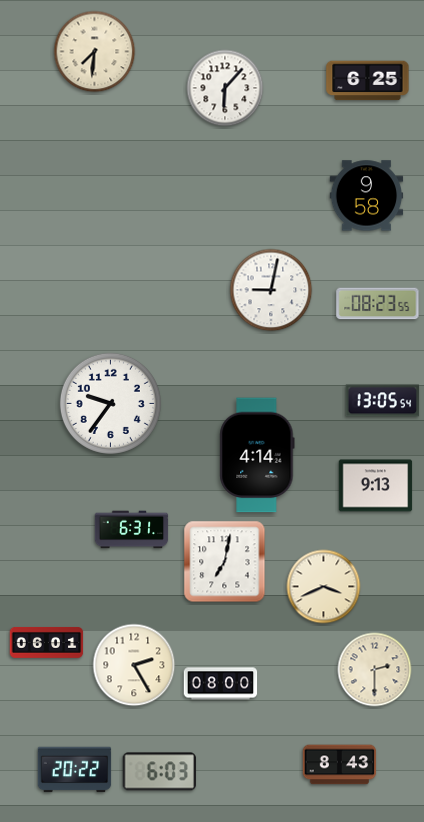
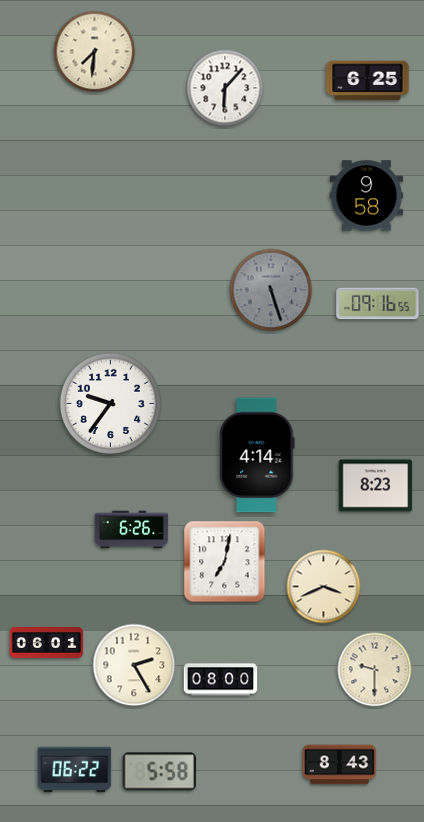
clock at (271, 290): 9:02 -> 5:27
clock at (271, 290) dial: white -> grey
clock at (378, 304): 08:23 -> 09:16
clock at (383, 401): 13:05 -> none
clock at (376, 486): 9:13 -> 8:23
clock at (132, 530): 6:31 -> 6:26
clock at (375, 670): 2:30 -> 9:30
clock at (221, 684) position: (221, 684) -> (221, 680)
clock at (75, 770): 20:22 -> 06:22
clock at (159, 772): 6:03 -> 5:58
